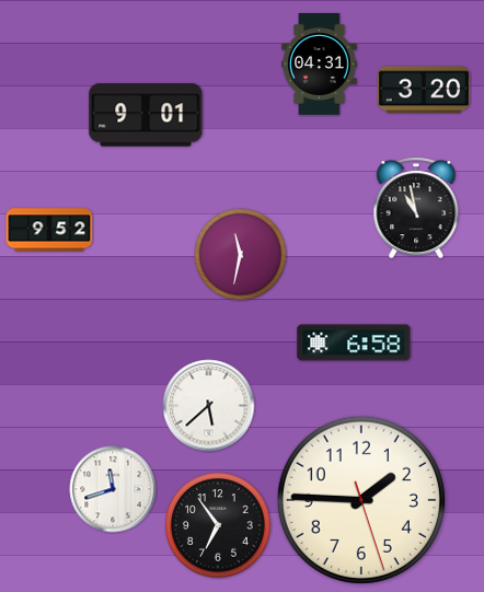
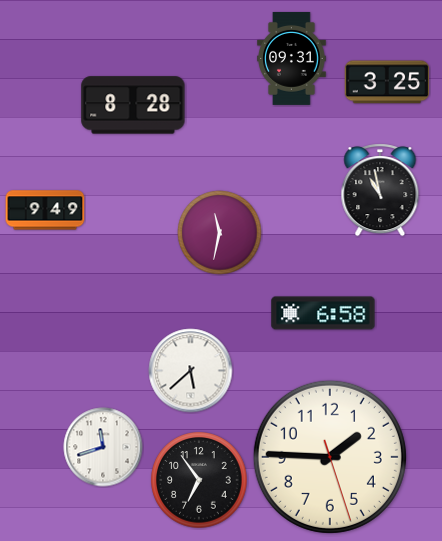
clock at (320, 63): 04:31 -> 09:31
clock at (424, 90): 3:20 -> 3:25
clock at (146, 115): 9:01 -> 8:28
clock at (49, 230): 9:52 -> 9:49
